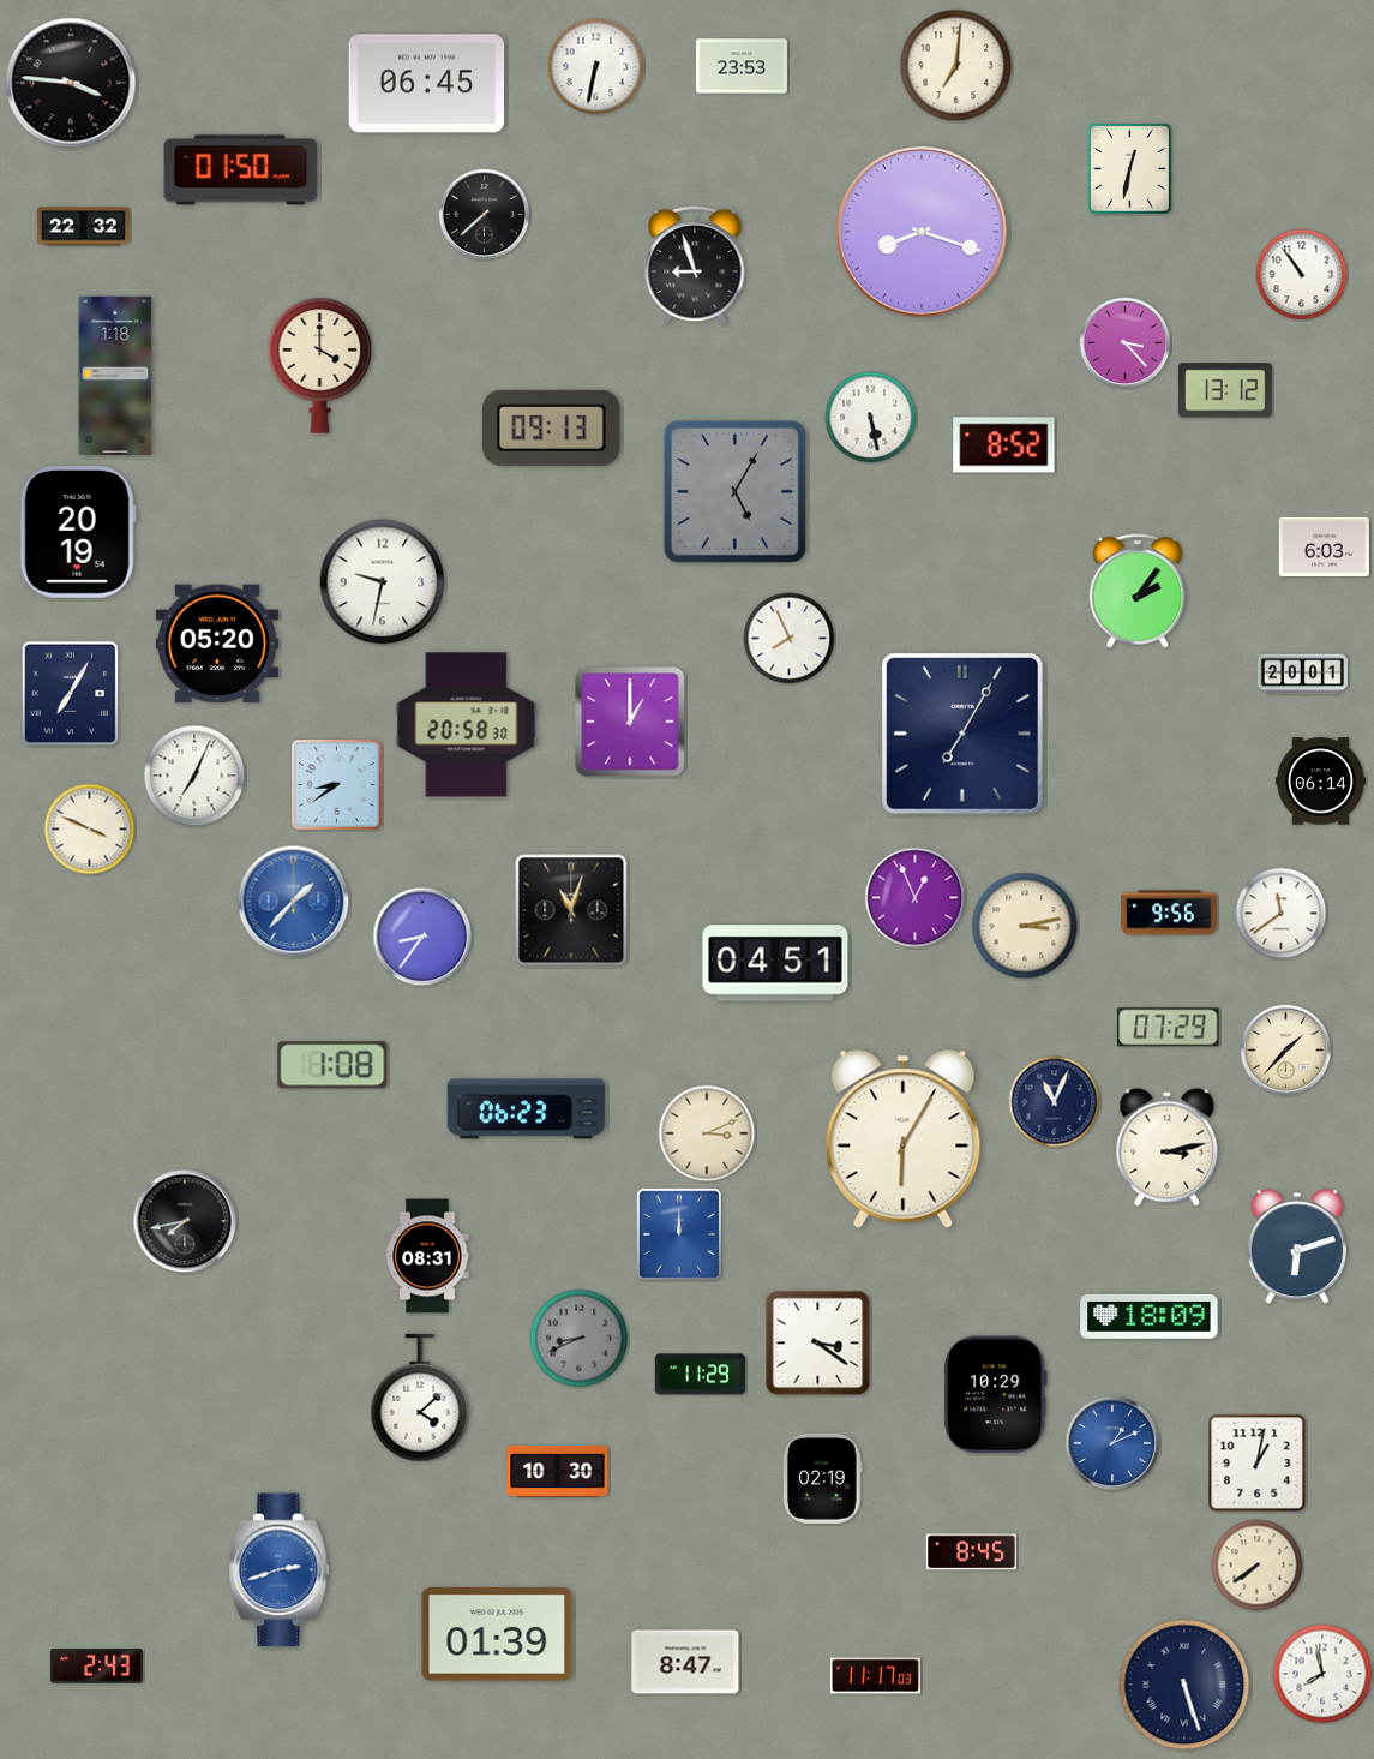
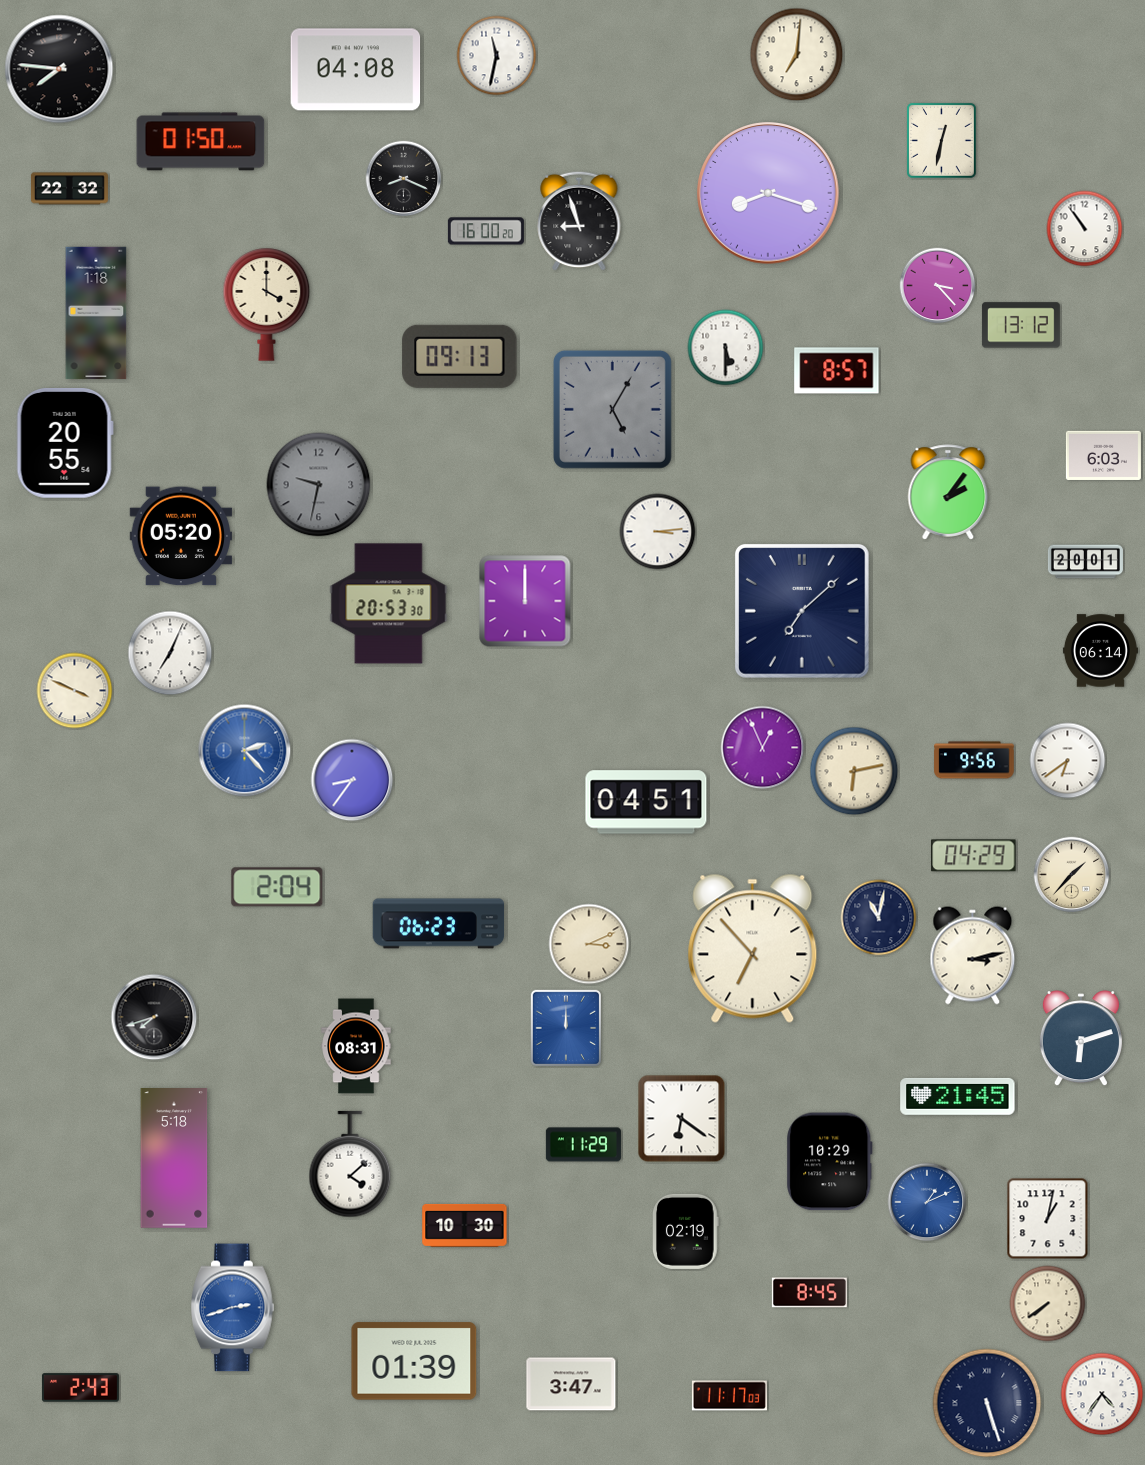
clock at (742, 66): 23:53 -> none
clock at (596, 67): 6:32 -> 11:32
clock at (71, 83): 3:46 -> 7:46
clock at (427, 84): 06:45 -> 04:08
clock at (485, 215): 7:38 -> 8:19
clock at (486, 231): none -> 16:00
clock at (871, 418): 5:28 -> 5:30
clock at (1004, 445): 8:52 -> 8:57
clock at (78, 532): 20:19 -> 20:55
clock at (383, 582) dial: white -> grey
clock at (790, 639): 7:56 -> 3:14
clock at (71, 694): 7:05 -> none
clock at (630, 722): 1:00 -> 12:00
clock at (467, 725): 20:58 -> 20:53
clock at (962, 734): 7:05 -> 7:08
clock at (194, 776) position: (194, 776) -> (170, 653)
clock at (337, 785): 8:39 -> none
clock at (294, 902): 1:37 -> 2:23
clock at (571, 910): 11:03 -> none
clock at (1282, 914): 11:39 -> 6:39
clock at (1025, 926): 3:13 -> 6:13
clock at (1169, 1028): 07:29 -> 04:29
clock at (332, 1065): 1:08 -> 2:04
clock at (1055, 1102): 11:04 -> 11:02
clock at (904, 1138): 6:05 -> 6:53
clock at (185, 1221): 7:43 -> 7:42
clock at (1150, 1316): 18:09 -> 21:45
clock at (580, 1339): 8:41 -> none
clock at (818, 1344): 3:21 -> 6:21
clock at (174, 1159): none -> 5:18
clock at (685, 1662): 8:47 -> 3:47
clock at (1322, 1674): 7:58 -> 4:36
